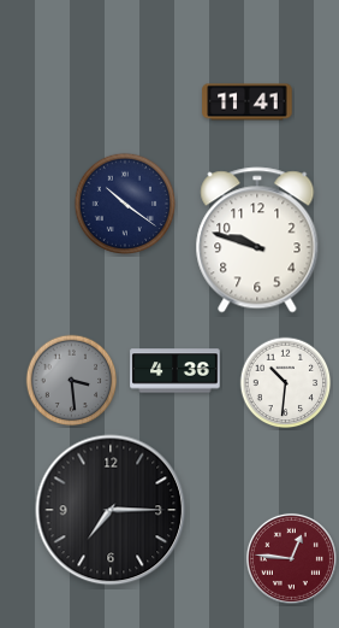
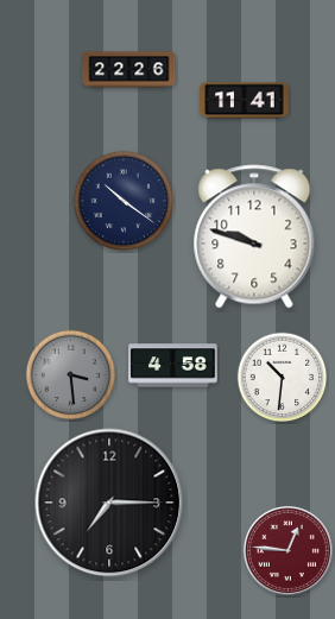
clock at (129, 70): none -> 22:26
clock at (176, 371): 4:36 -> 4:58
